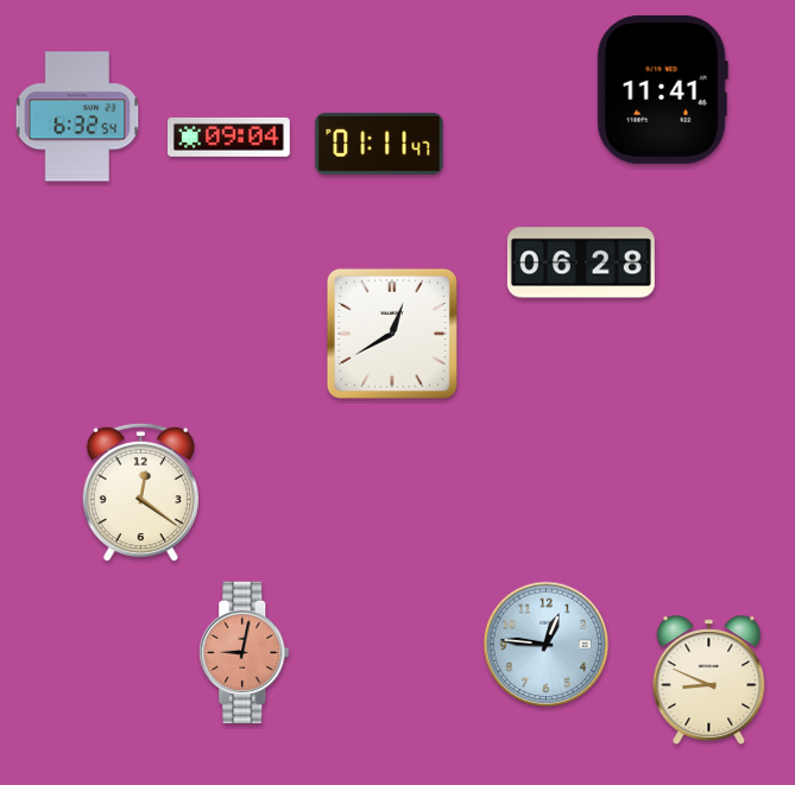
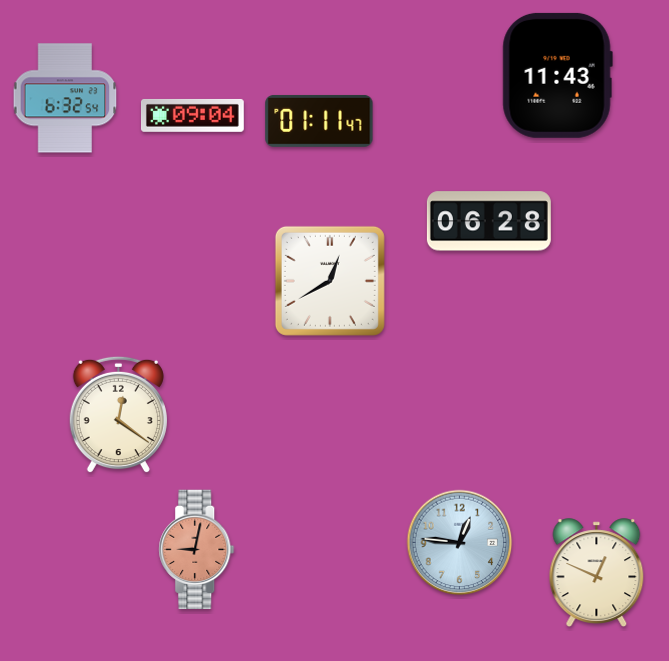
clock at (662, 89): 11:41 -> 11:43
clock at (245, 653) position: (245, 653) -> (197, 550)
clock at (709, 679): 8:49 -> 12:49
